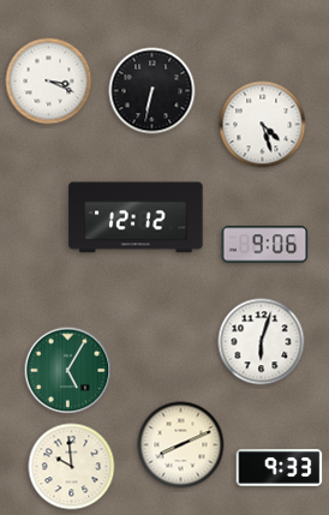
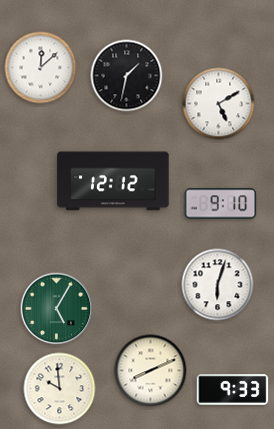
clock at (49, 82): 3:19 -> 12:08
clock at (152, 91): 6:32 -> 1:32
clock at (263, 125): 4:27 -> 5:10
clock at (265, 245): 9:06 -> 9:10
